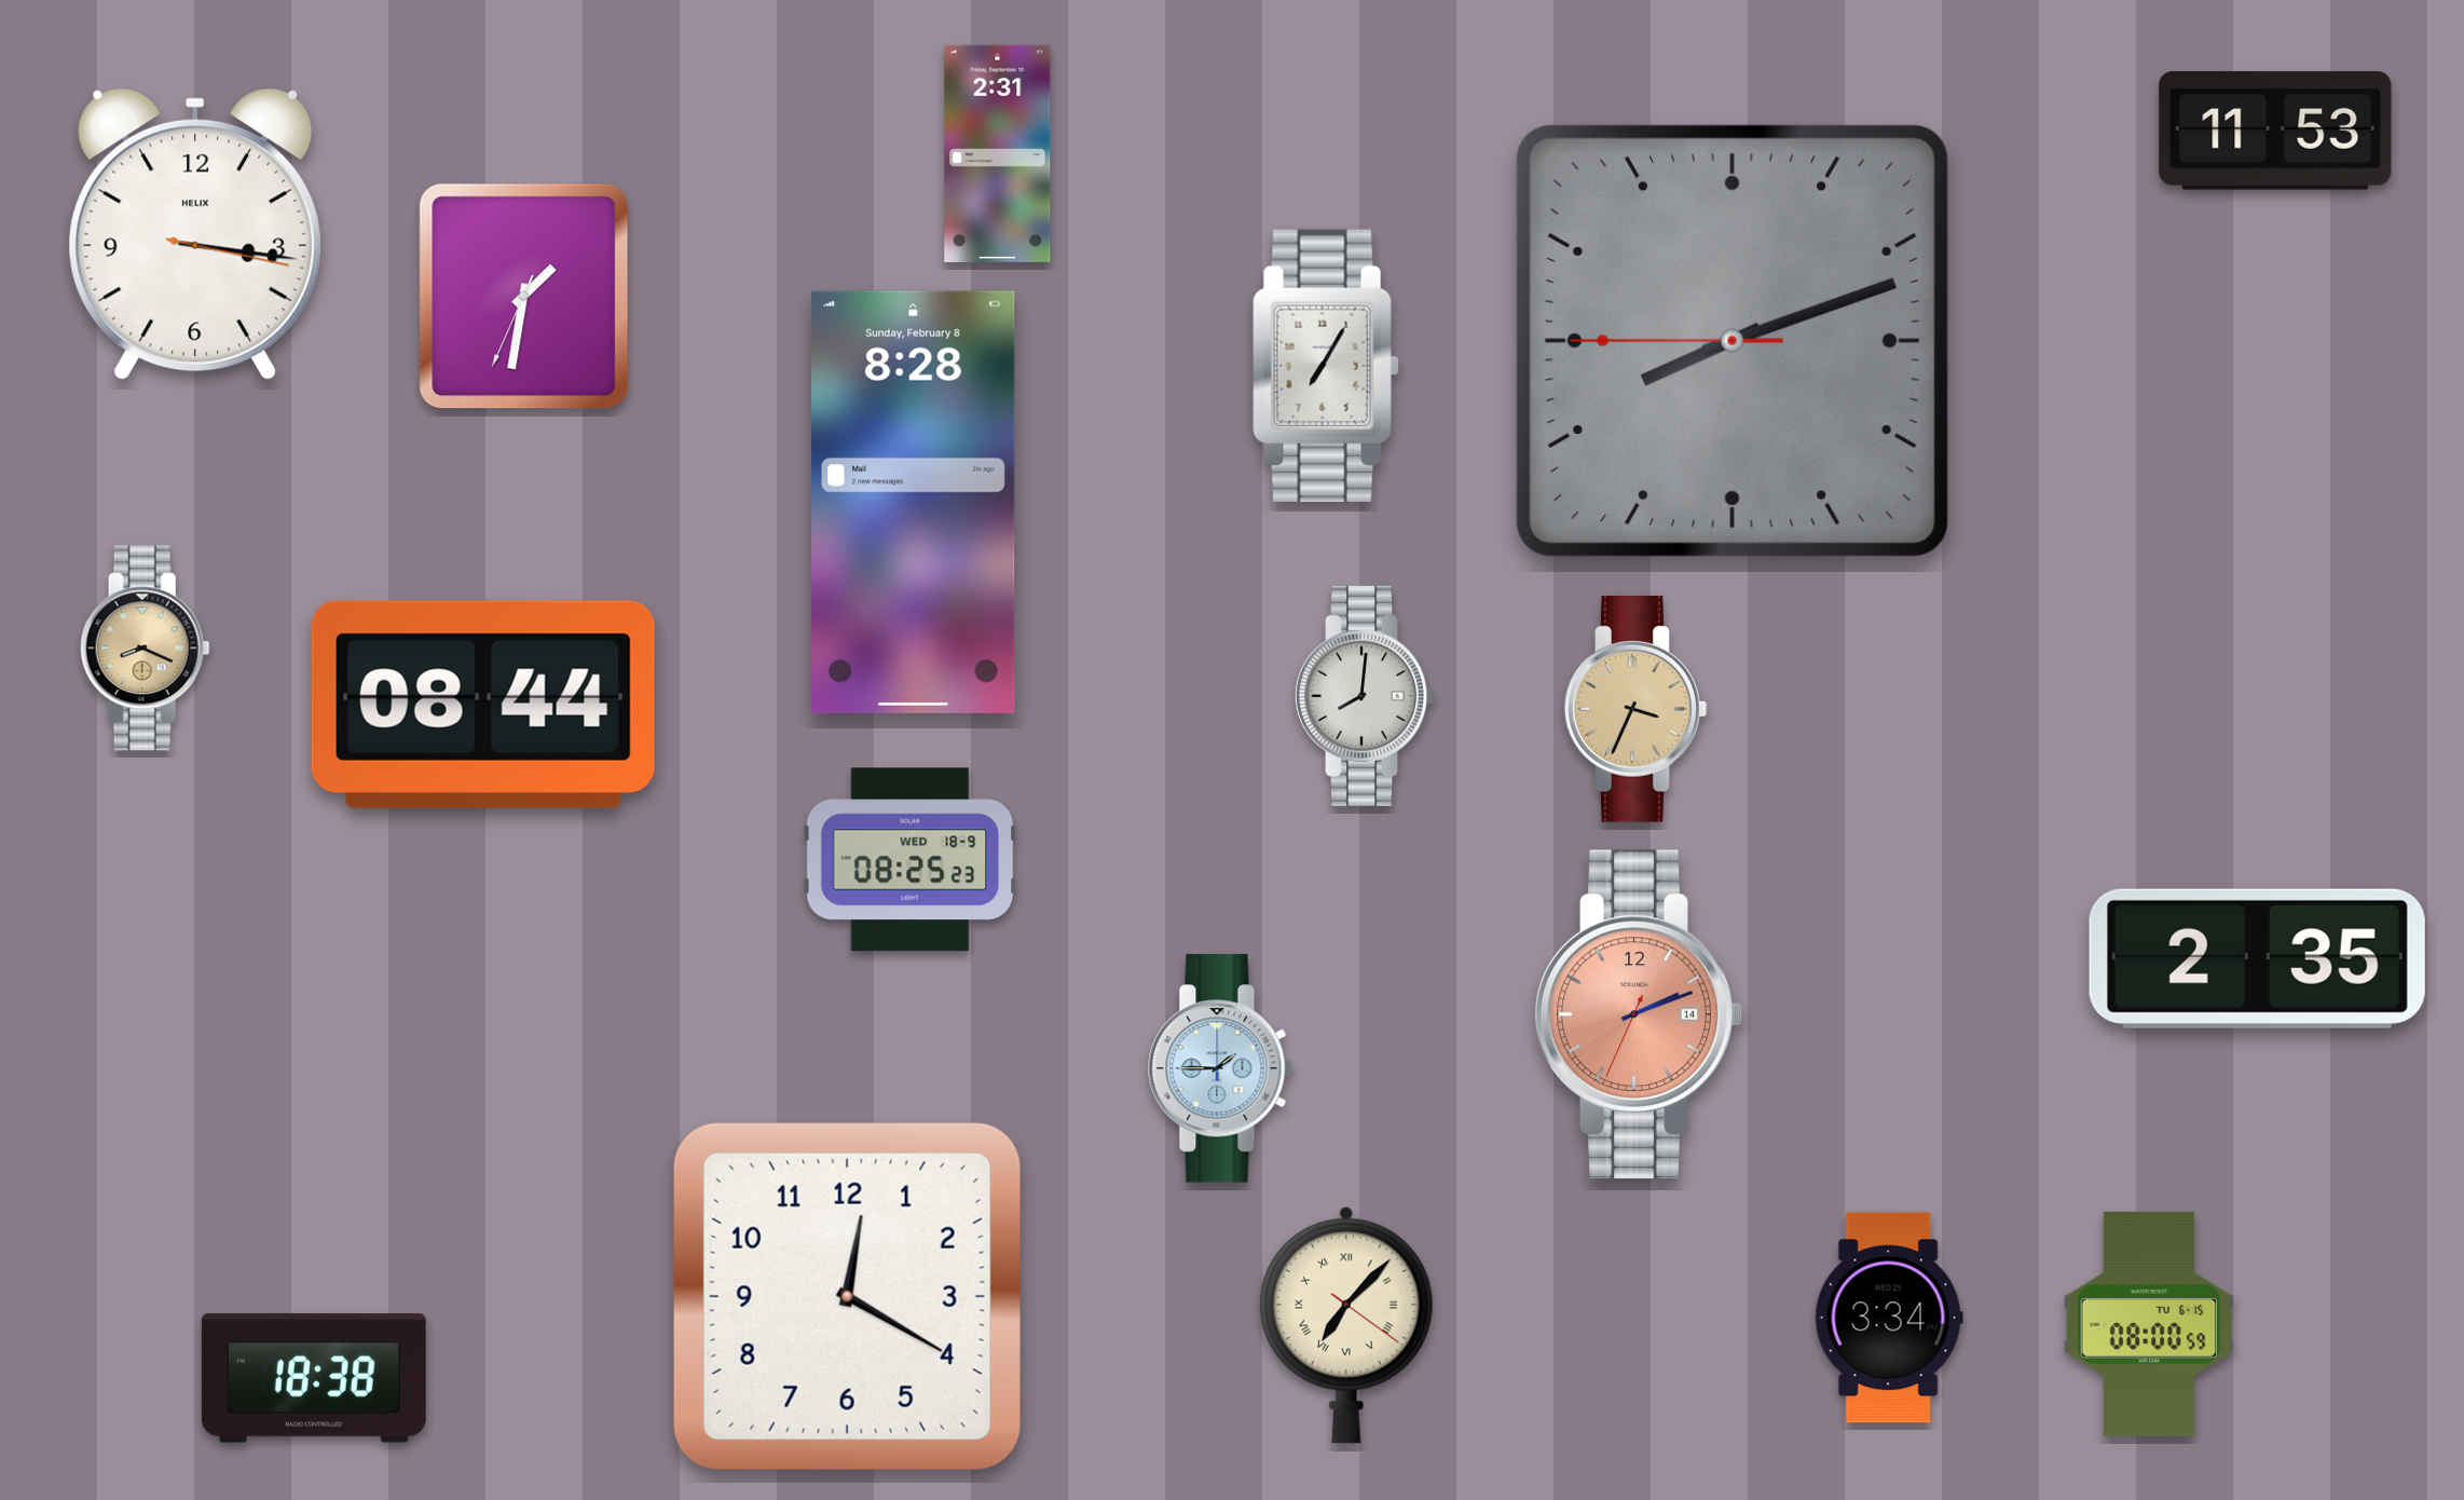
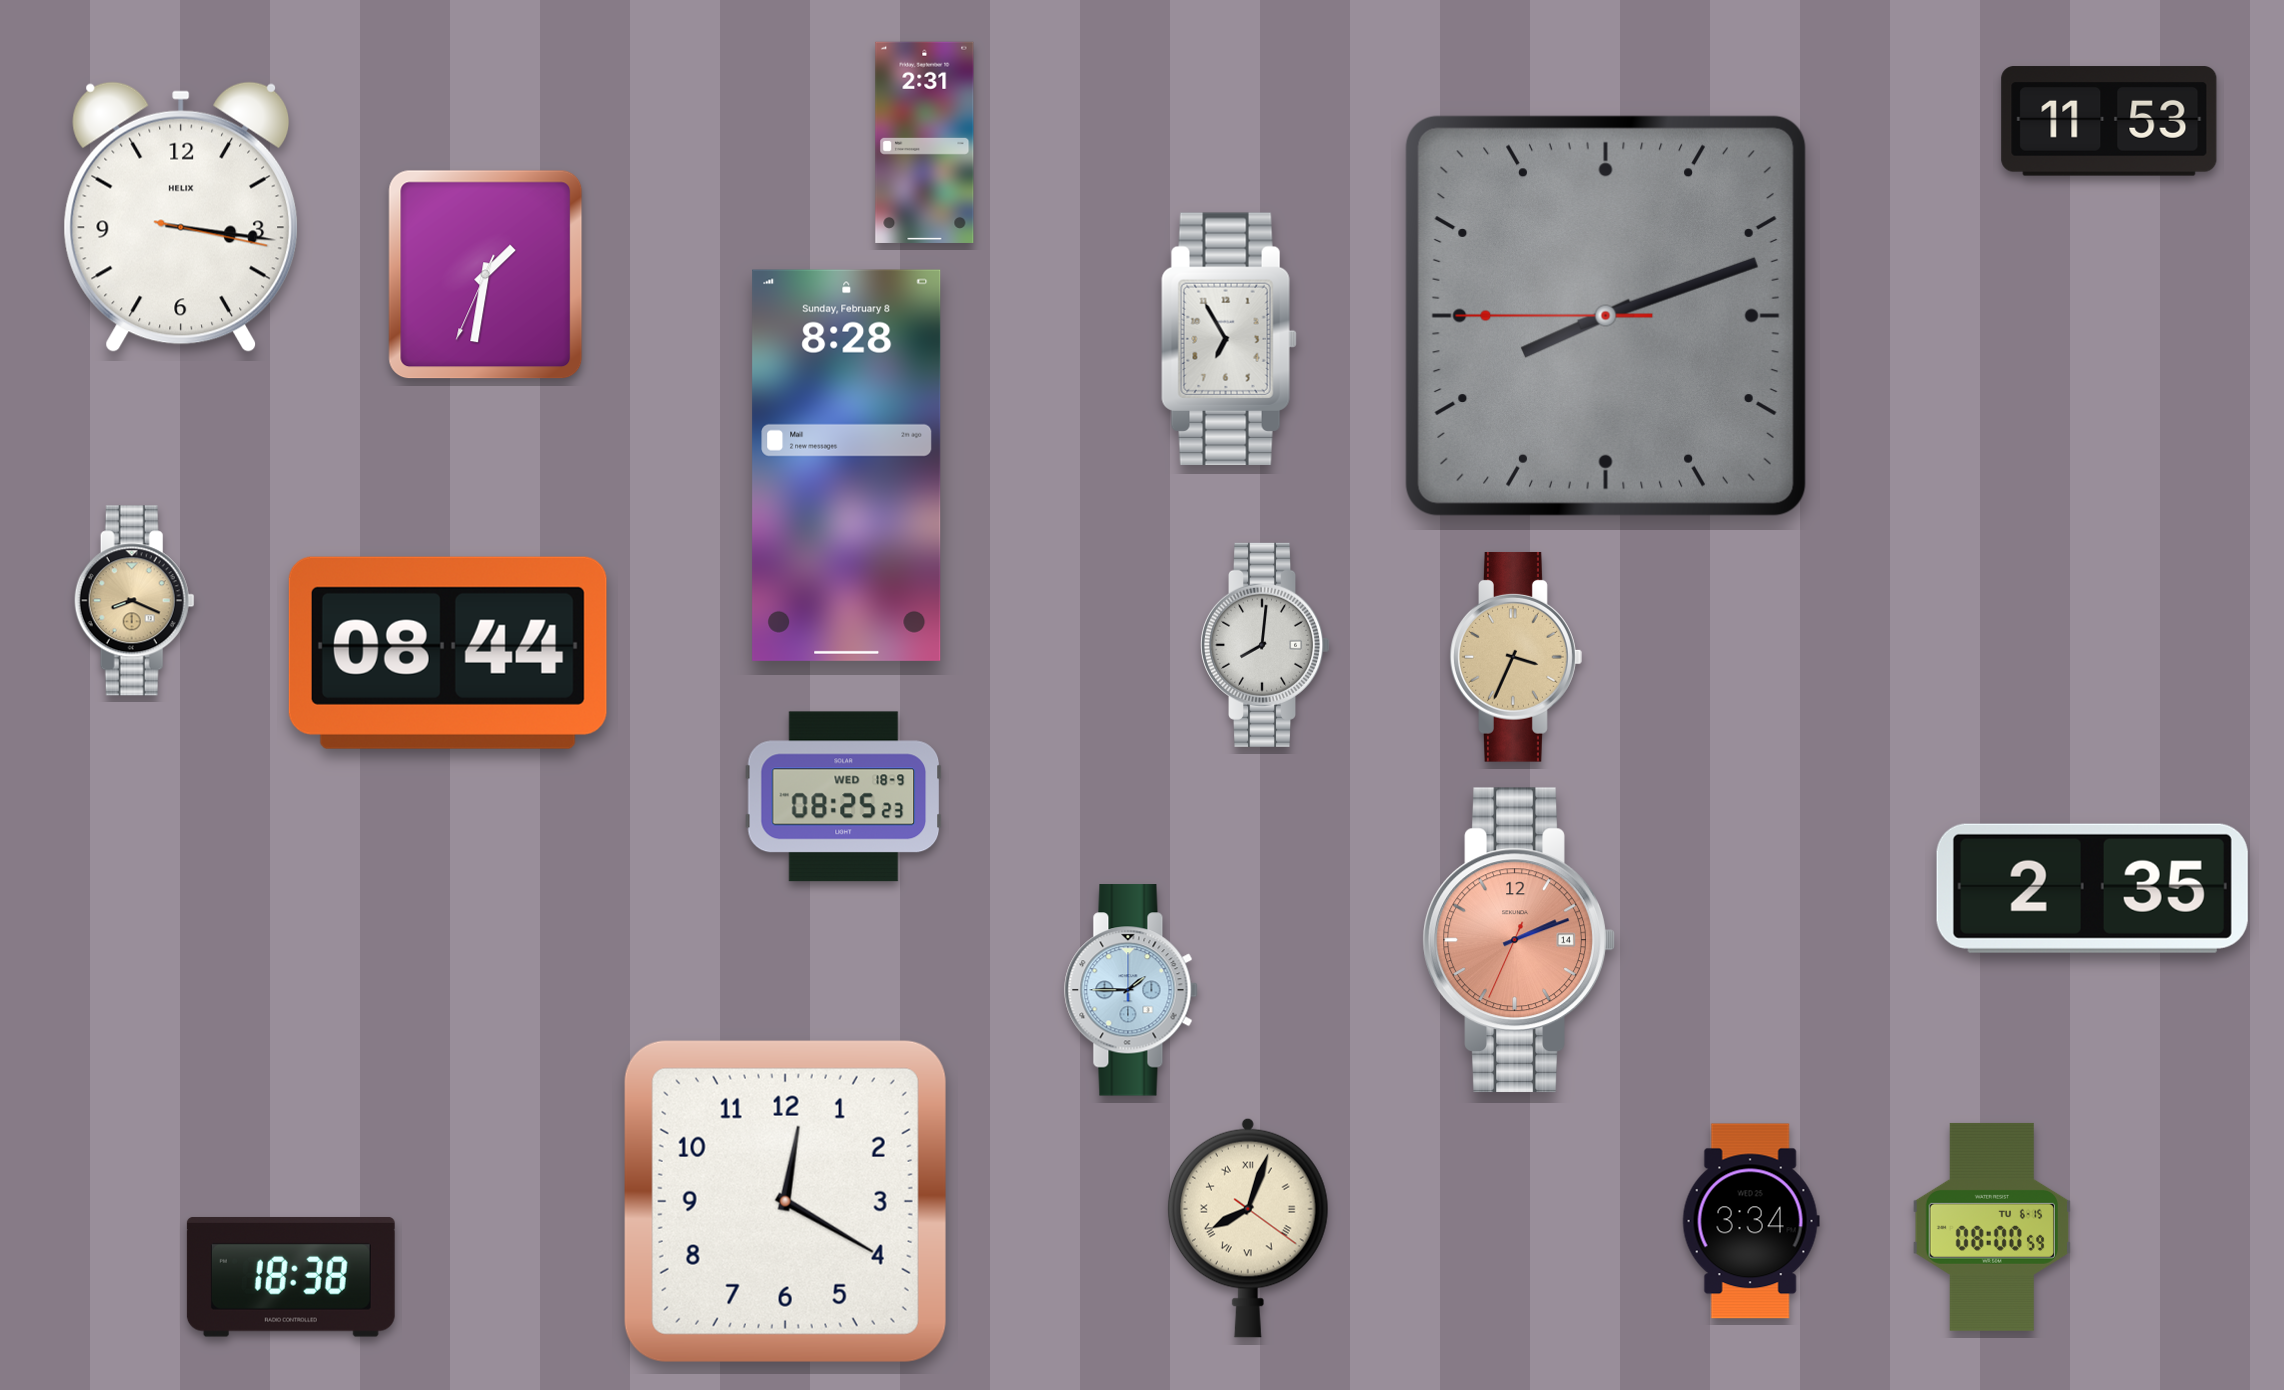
clock at (1326, 365): 7:05 -> 6:55
clock at (1346, 1325): 7:07 -> 8:03
